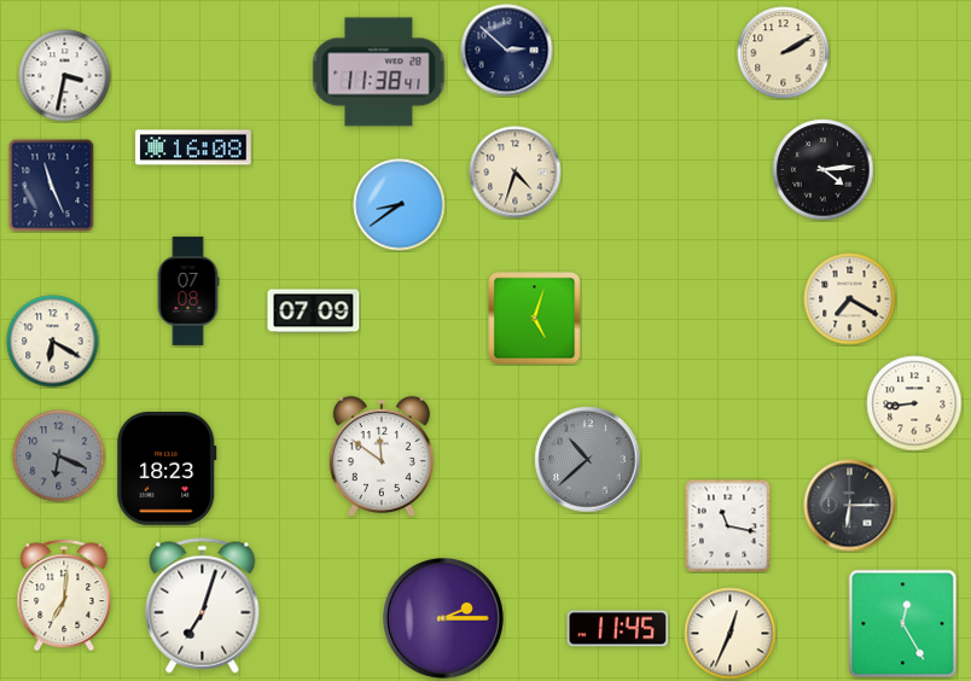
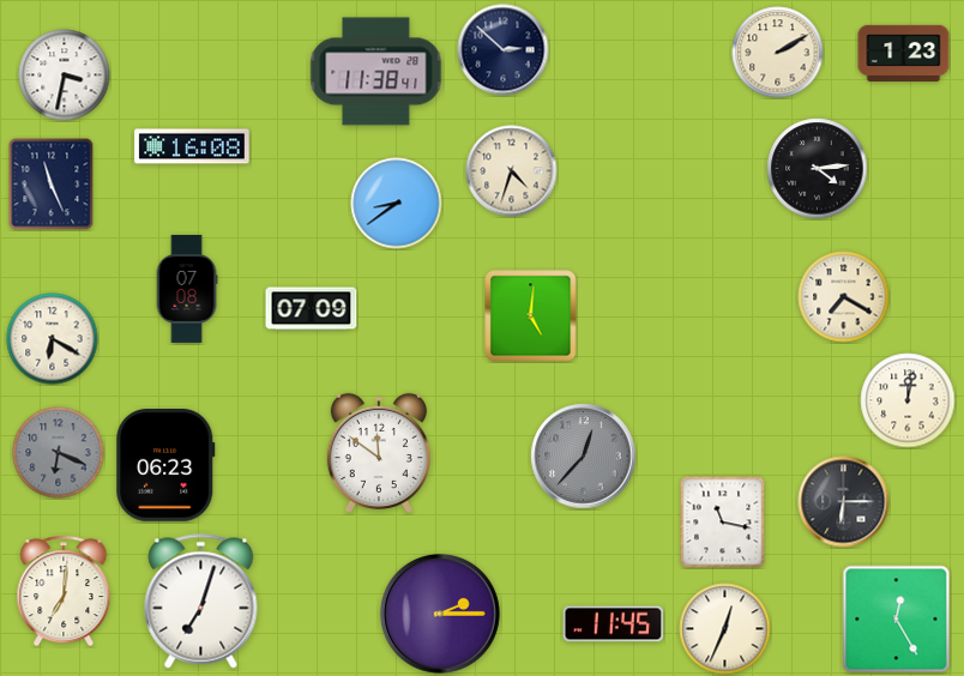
clock at (904, 53): none -> 1:23
clock at (535, 319): 5:03 -> 5:01
clock at (914, 403): 8:44 -> 12:02
clock at (588, 460): 10:38 -> 12:37
clock at (167, 470): 18:23 -> 06:23
